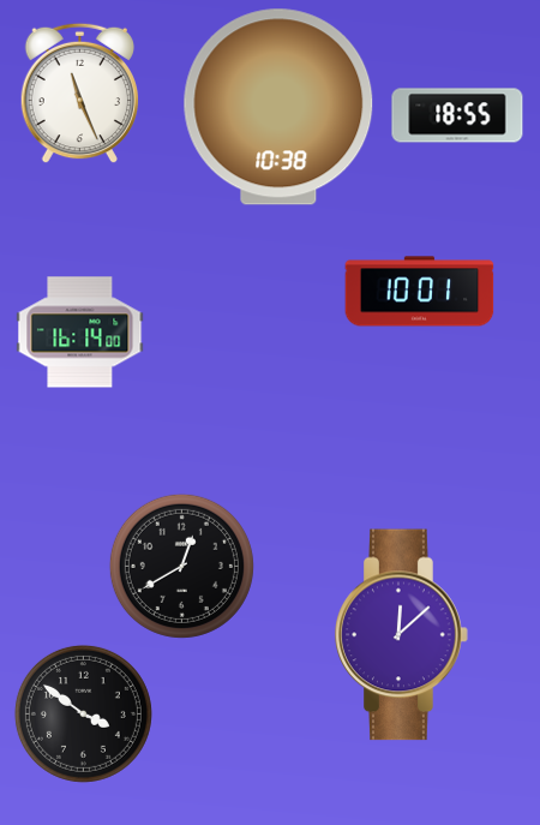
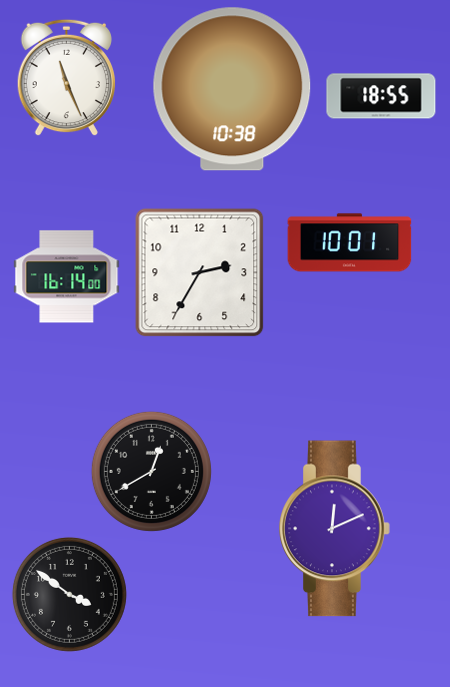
clock at (200, 273): none -> 2:35
clock at (402, 635): 12:08 -> 12:11
